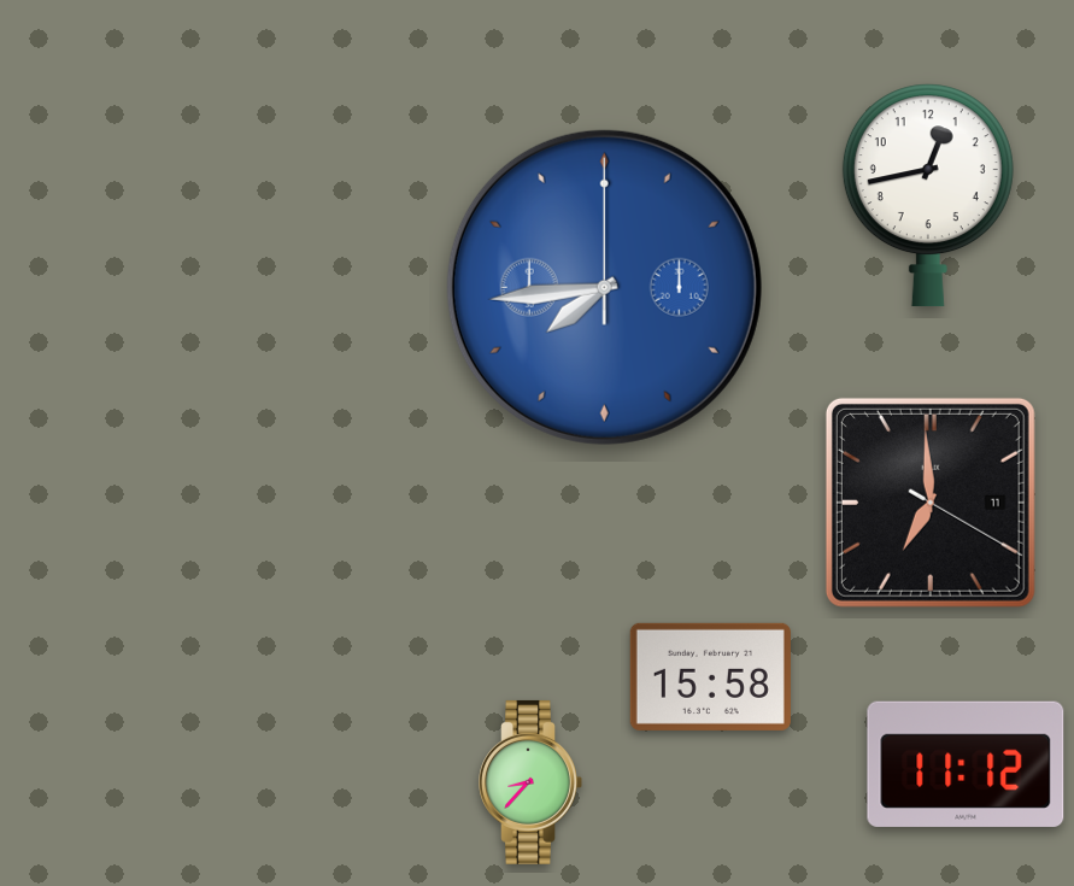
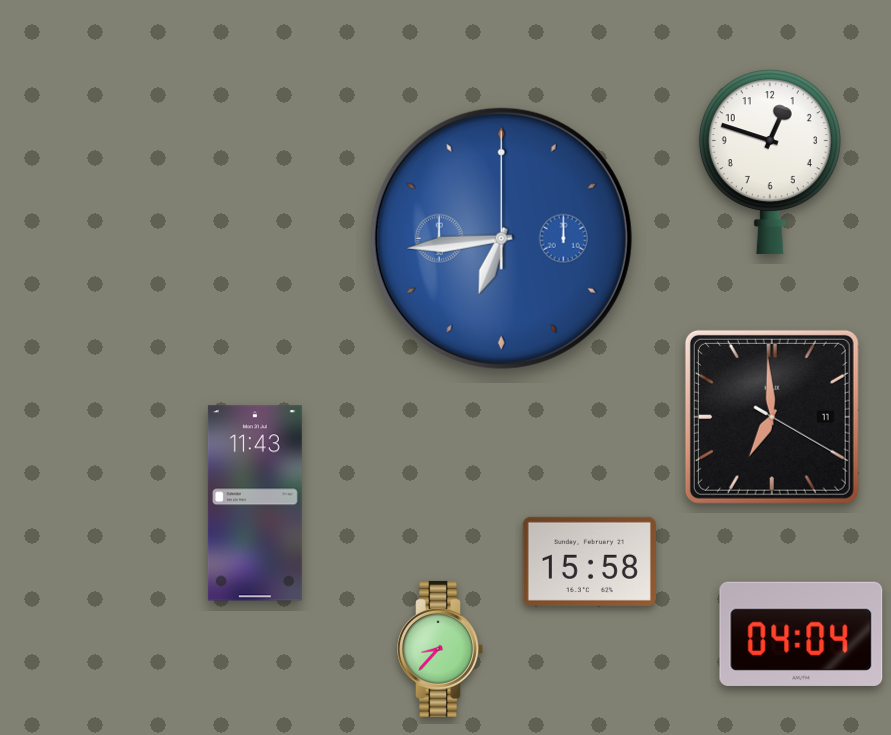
clock at (928, 195): 12:43 -> 12:48
clock at (604, 287): 7:44 -> 6:44
clock at (255, 503): none -> 11:43
clock at (966, 764): 11:12 -> 04:04
